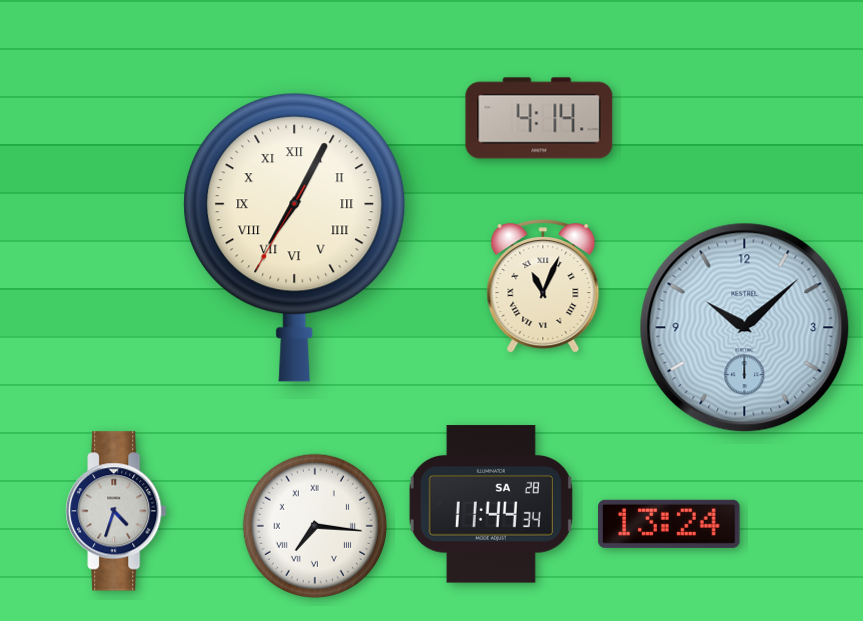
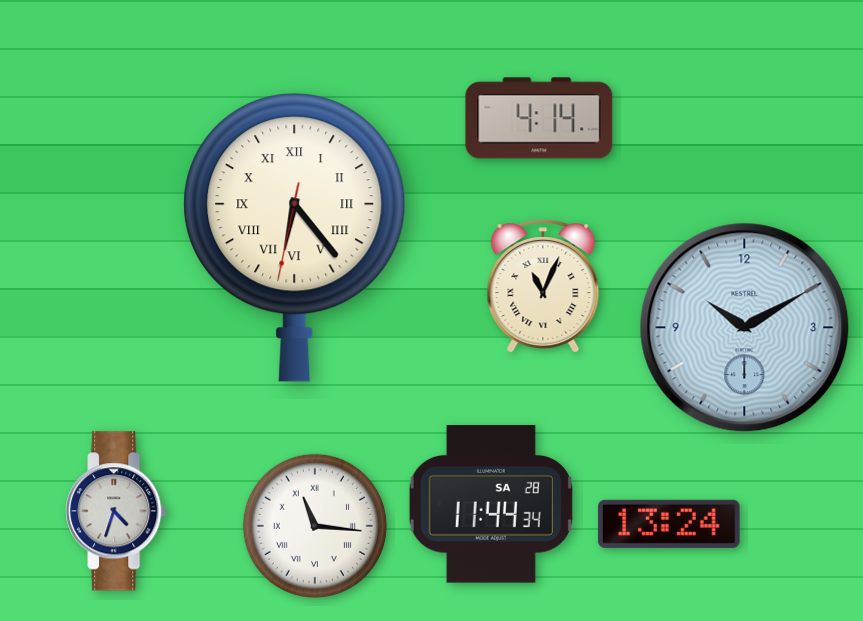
clock at (295, 237): 7:04 -> 6:23
clock at (745, 328): 10:08 -> 10:10
clock at (315, 526): 7:16 -> 11:16
